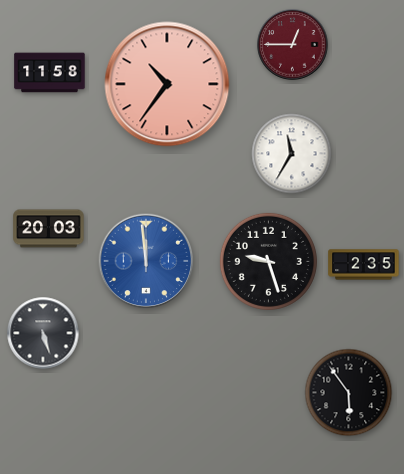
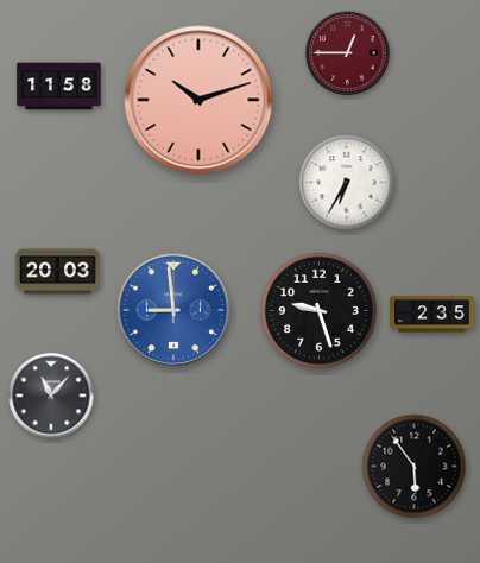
clock at (167, 84): 10:36 -> 10:12
clock at (292, 154): 11:35 -> 6:35
clock at (146, 261): 11:59 -> 8:59
clock at (43, 333): 5:27 -> 11:07
